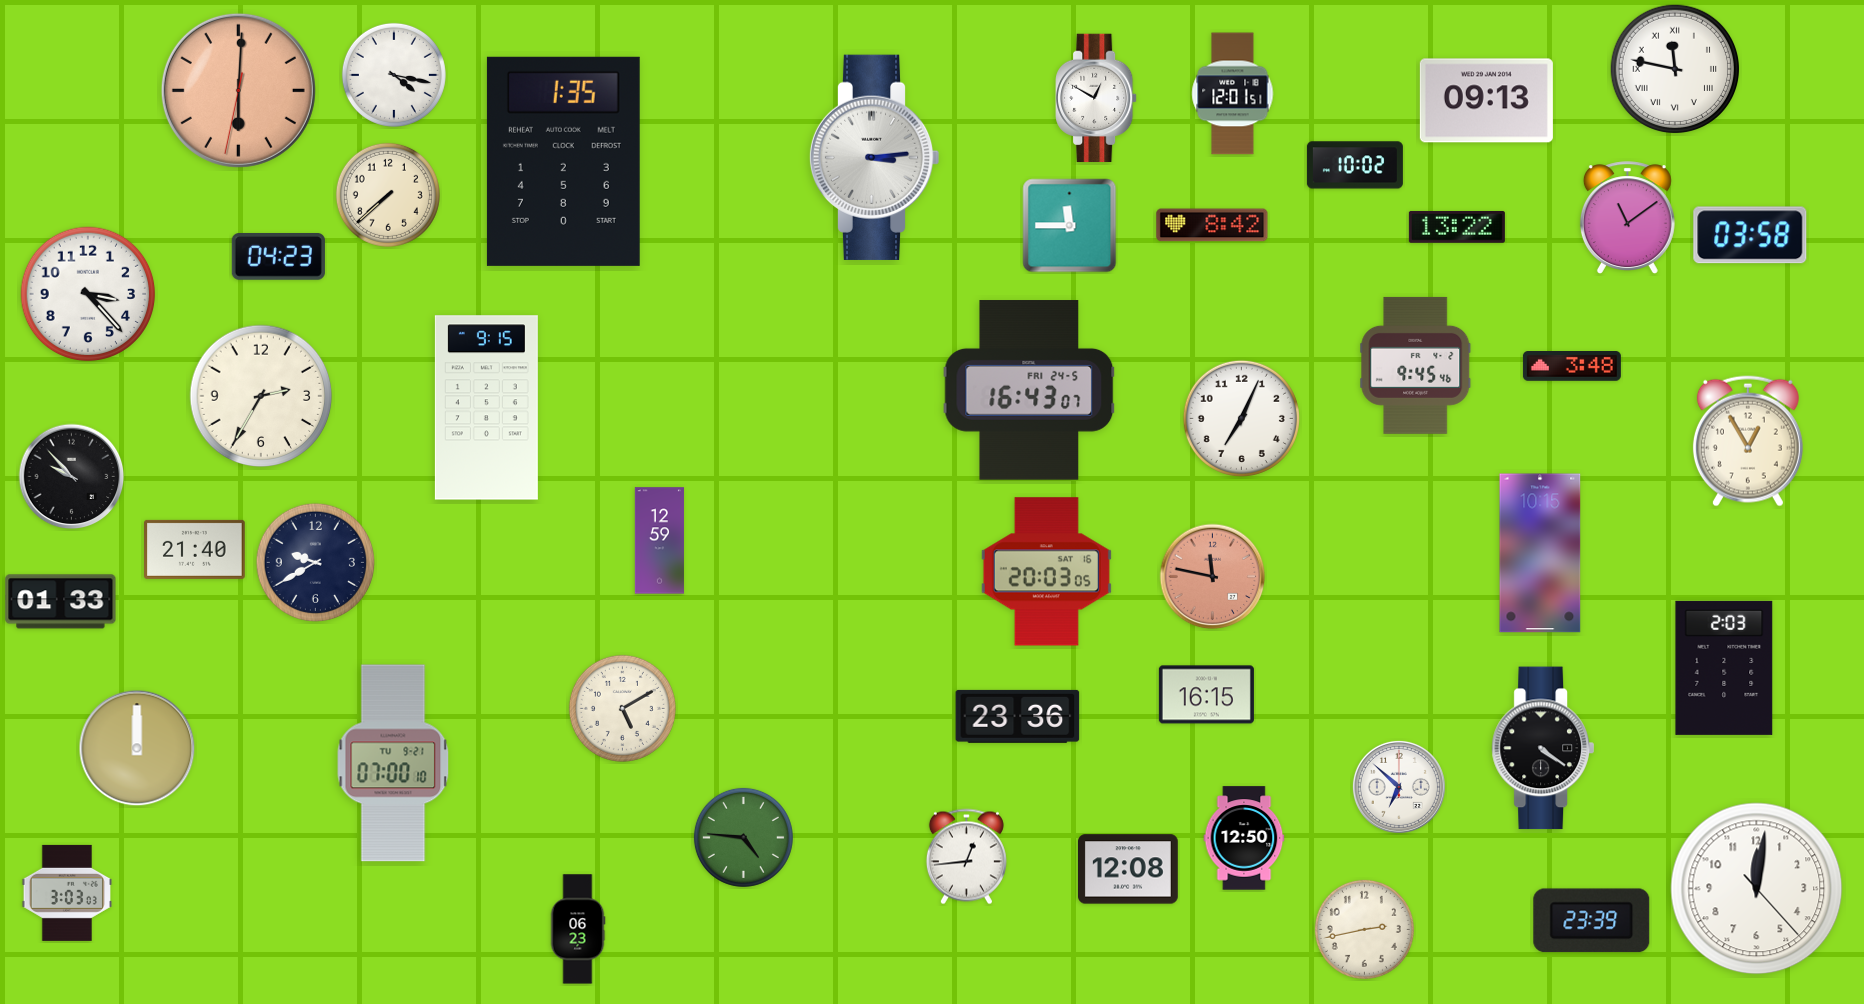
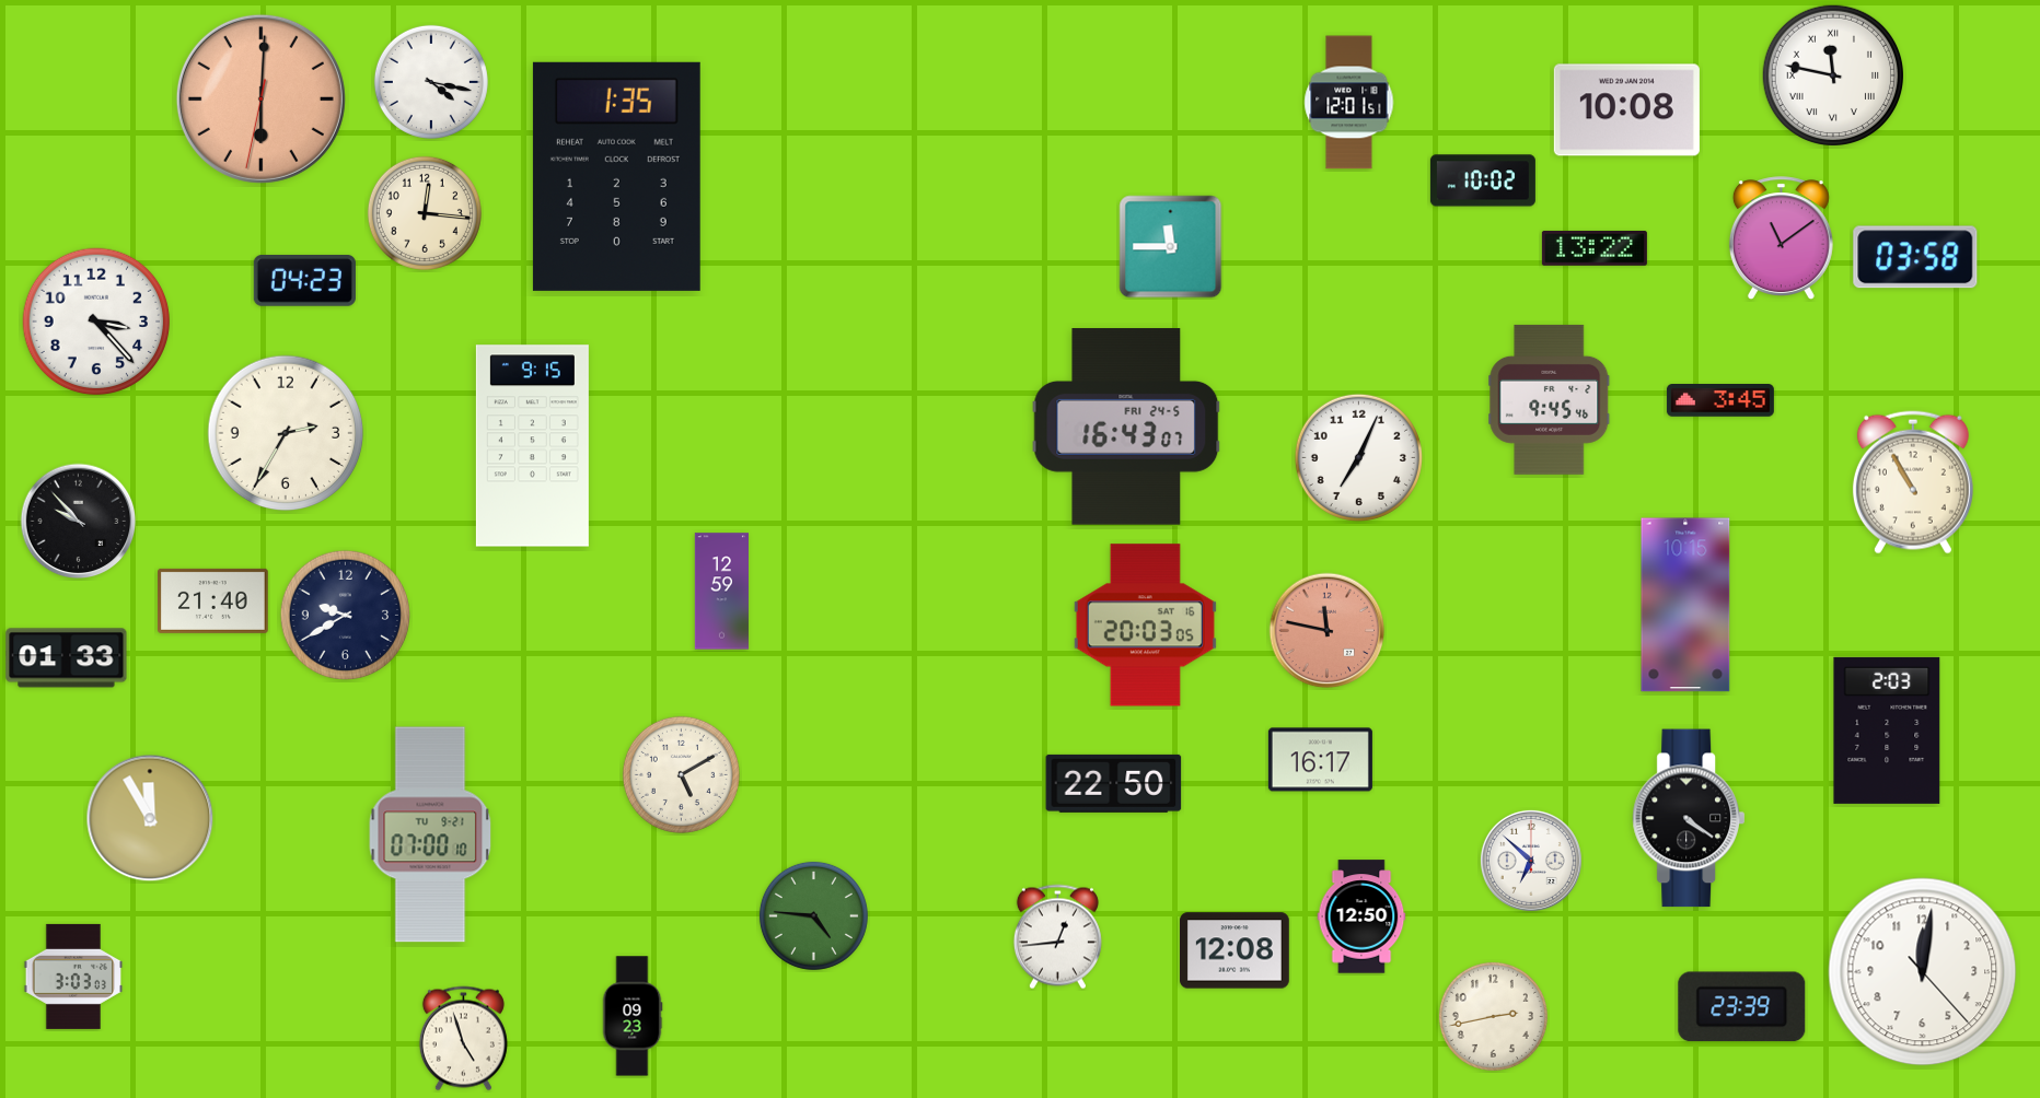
clock at (1096, 98): 12:50 -> none
clock at (1486, 101): 09:13 -> 10:08
clock at (874, 157): 3:14 -> none
clock at (388, 195): 7:38 -> 12:16
clock at (1212, 225): 8:42 -> none
clock at (1572, 367): 3:48 -> 3:45
clock at (1748, 441): 12:55 -> 10:55
clock at (1206, 695): 16:15 -> 16:17
clock at (1018, 716): 23:36 -> 22:50
clock at (137, 748): 12:00 -> 11:55
clock at (578, 929): 06:23 -> 09:23
clock at (463, 1039): none -> 4:57
